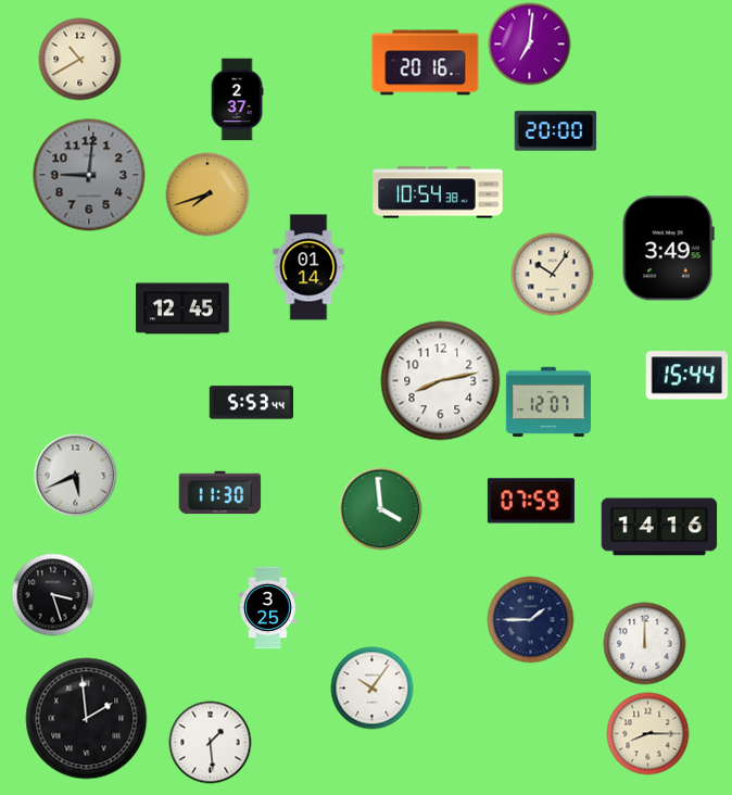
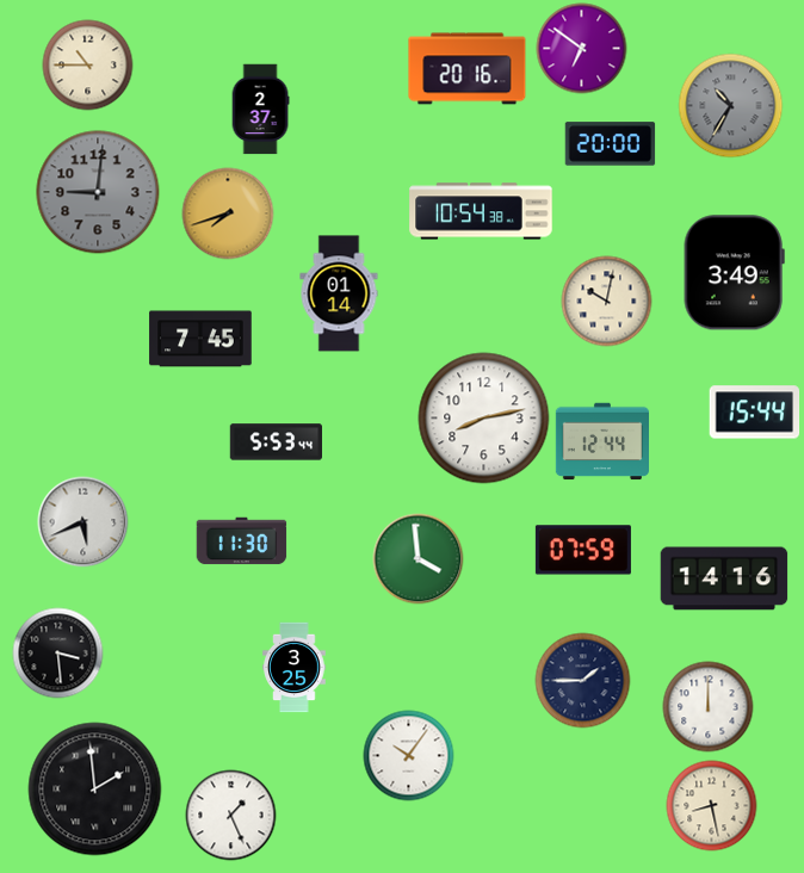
clock at (530, 45): 7:01 -> 6:51
clock at (80, 60): 10:40 -> 10:45
clock at (731, 106): none -> 10:35
clock at (553, 275): 10:06 -> 10:02
clock at (182, 308): 12:45 -> 7:45
clock at (547, 402): 12:07 -> 12:44
clock at (53, 595): 3:27 -> 3:29
clock at (648, 734): 8:15 -> 8:28
clock at (211, 743): 1:29 -> 1:26
